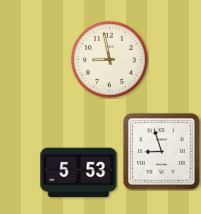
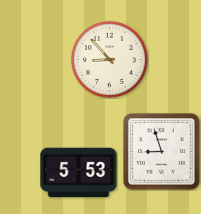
clock at (109, 59): 8:58 -> 8:53
